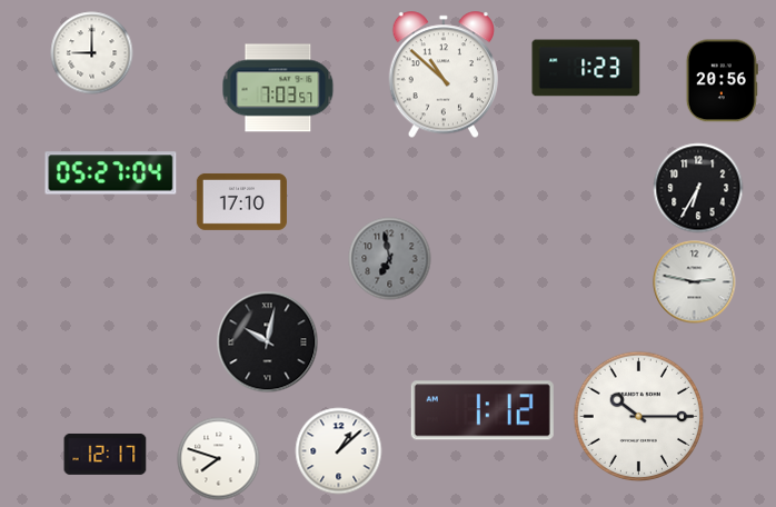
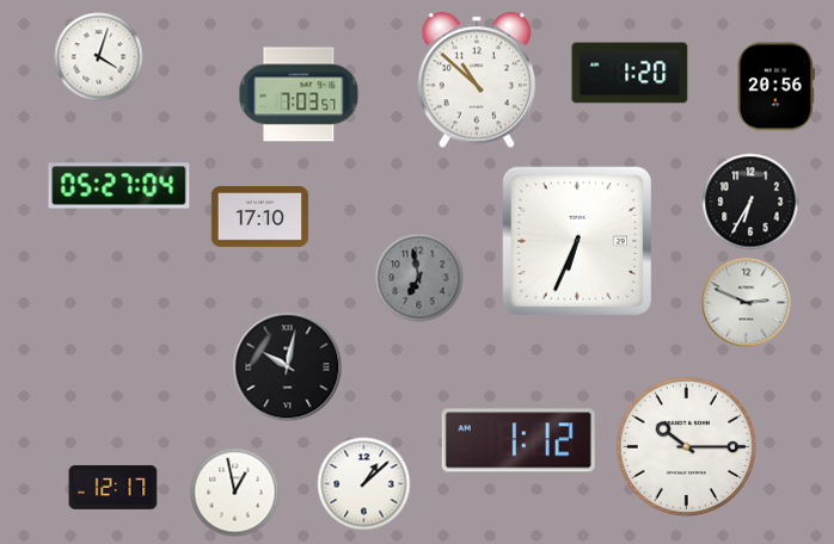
clock at (92, 53): 9:00 -> 4:03
clock at (586, 68): 1:23 -> 1:20
clock at (576, 240): none -> 6:34
clock at (695, 282): 2:47 -> 2:49
clock at (219, 459): 7:48 -> 12:58
